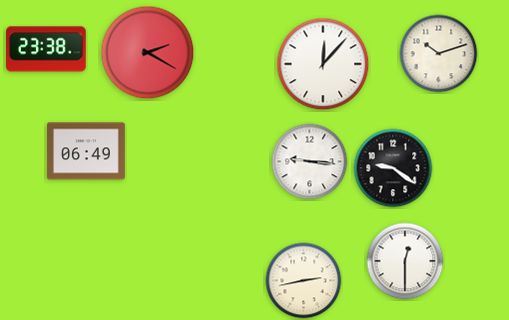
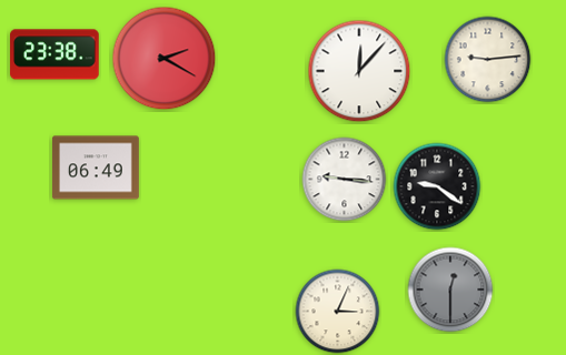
clock at (46, 49) position: (46, 49) -> (54, 54)
clock at (439, 54): 10:12 -> 9:14
clock at (405, 261) dial: white -> grey
clock at (304, 281): 2:43 -> 3:04
